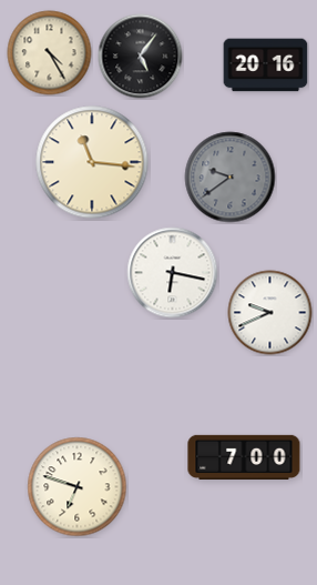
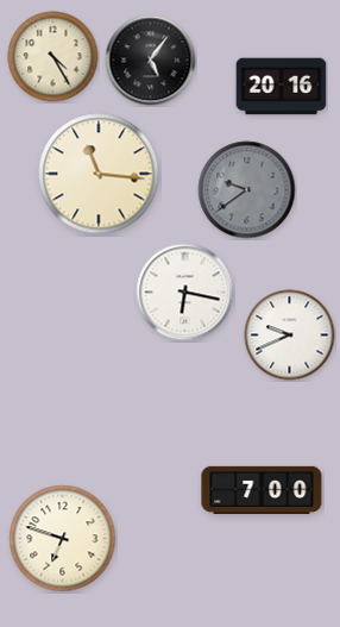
clock at (266, 65) position: (266, 65) -> (282, 87)
clock at (78, 487) position: (78, 487) -> (63, 539)
